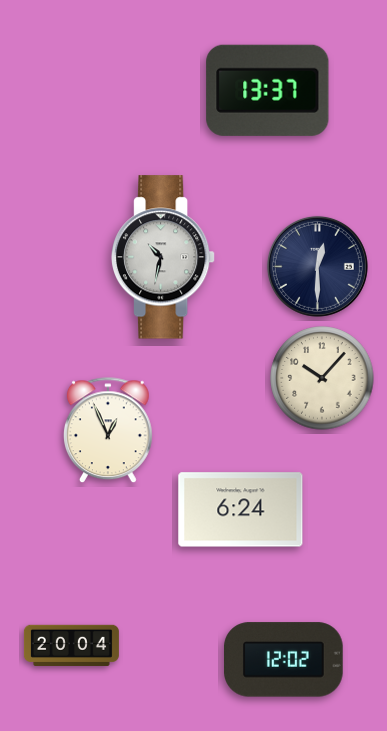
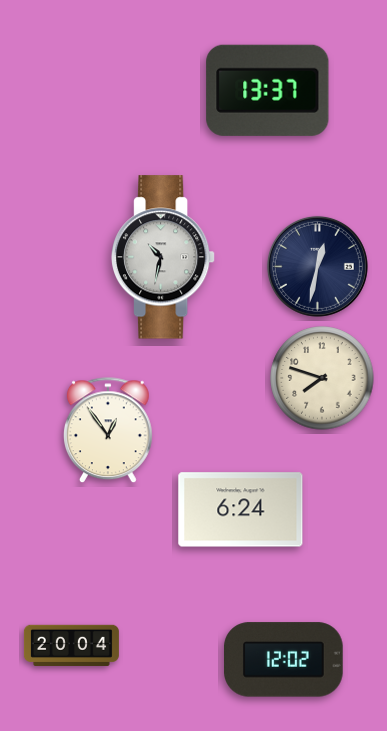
clock at (317, 266): 12:30 -> 12:32
clock at (322, 378): 10:07 -> 7:48
clock at (108, 431): 12:56 -> 12:54
